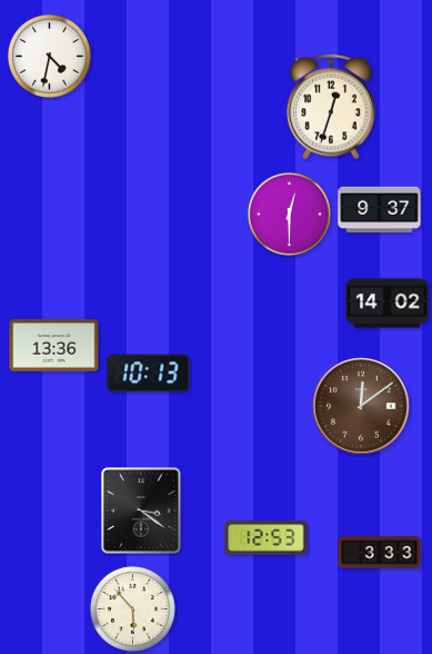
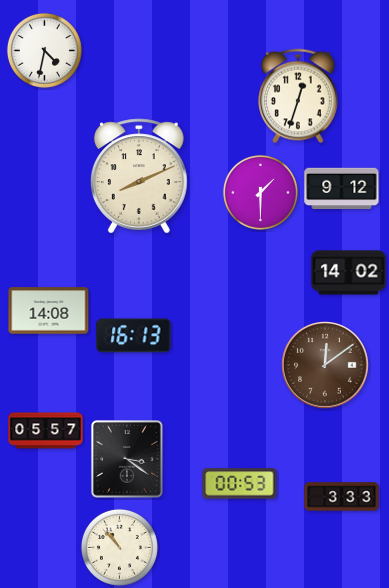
clock at (140, 176): none -> 8:11
clock at (380, 210): 9:37 -> 9:12
clock at (289, 214): 12:30 -> 1:30
clock at (54, 346): 13:36 -> 14:08
clock at (149, 374): 10:13 -> 16:13
clock at (46, 431): none -> 05:57
clock at (267, 538): 12:53 -> 00:53
clock at (132, 608): 5:53 -> 10:53
